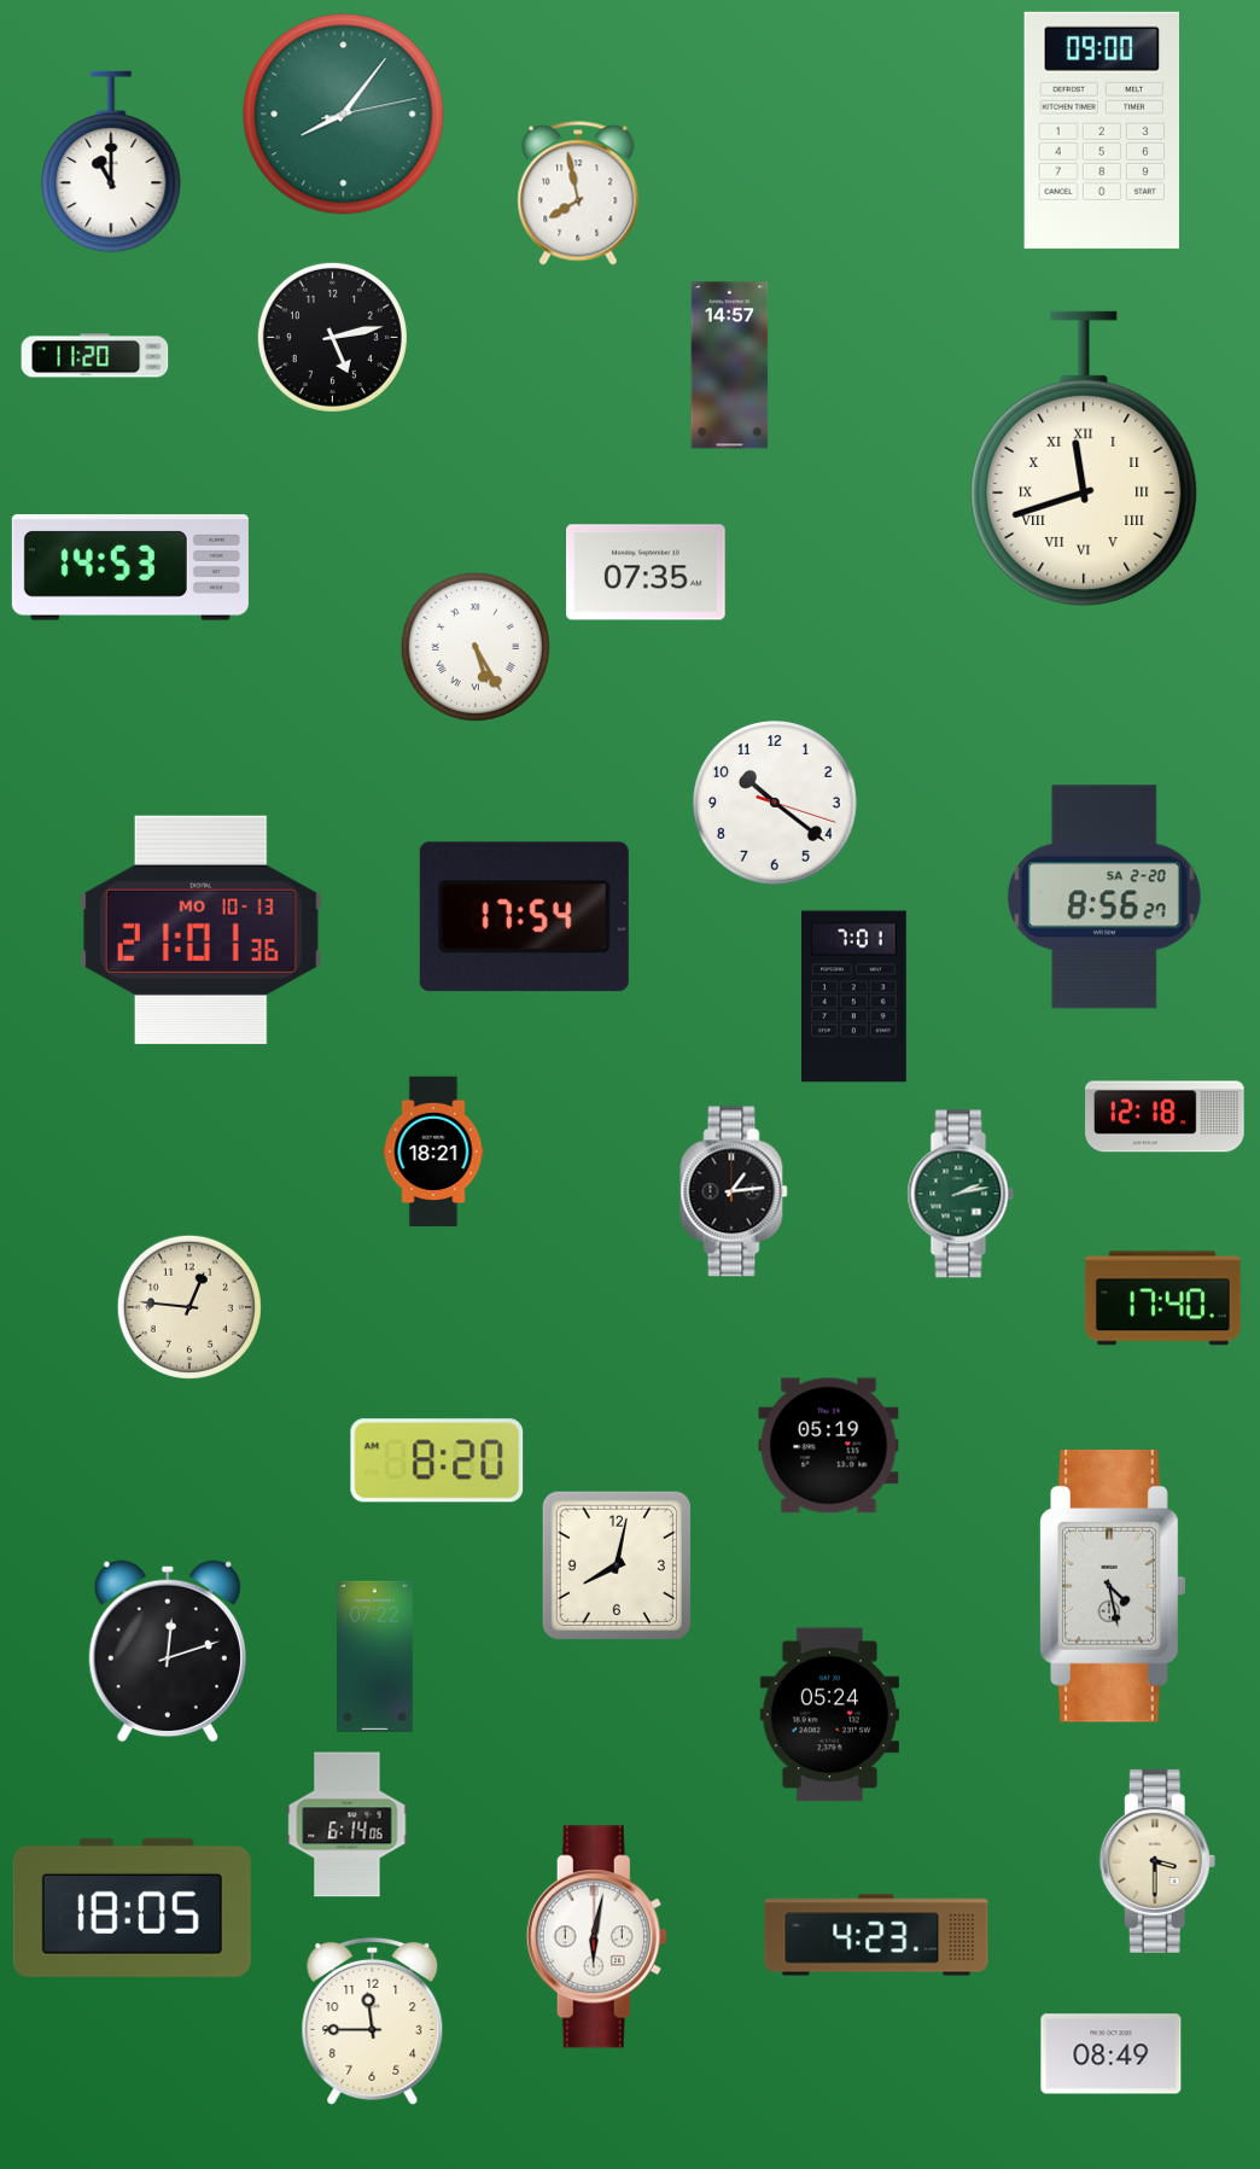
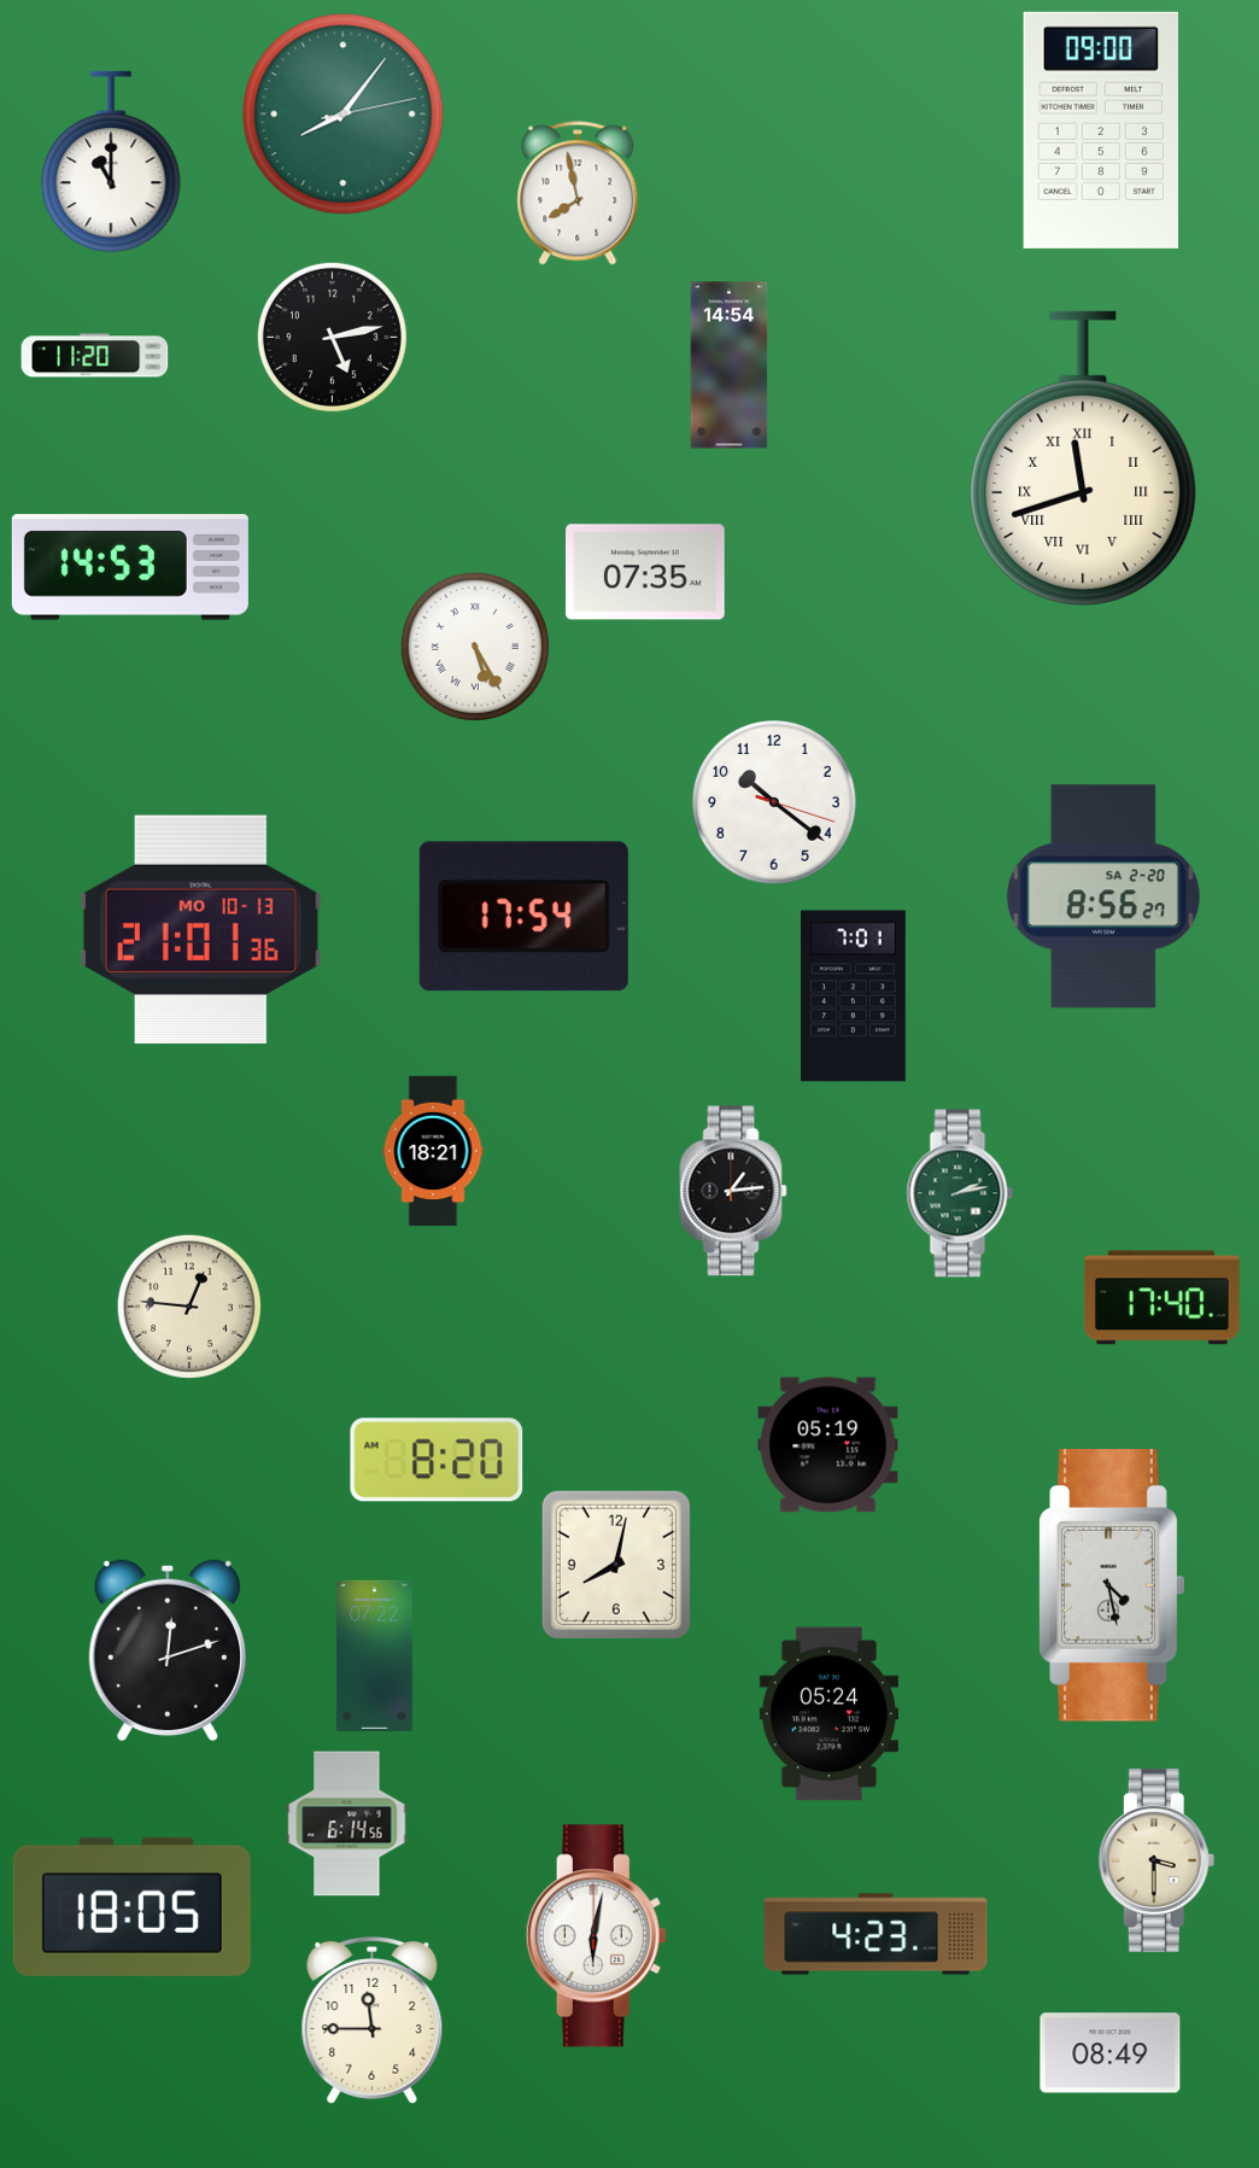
clock at (730, 366): 14:57 -> 14:54
clock at (1165, 1116): 12:18 -> none
clock at (348, 1825): 6:14:06 -> 6:14:56
